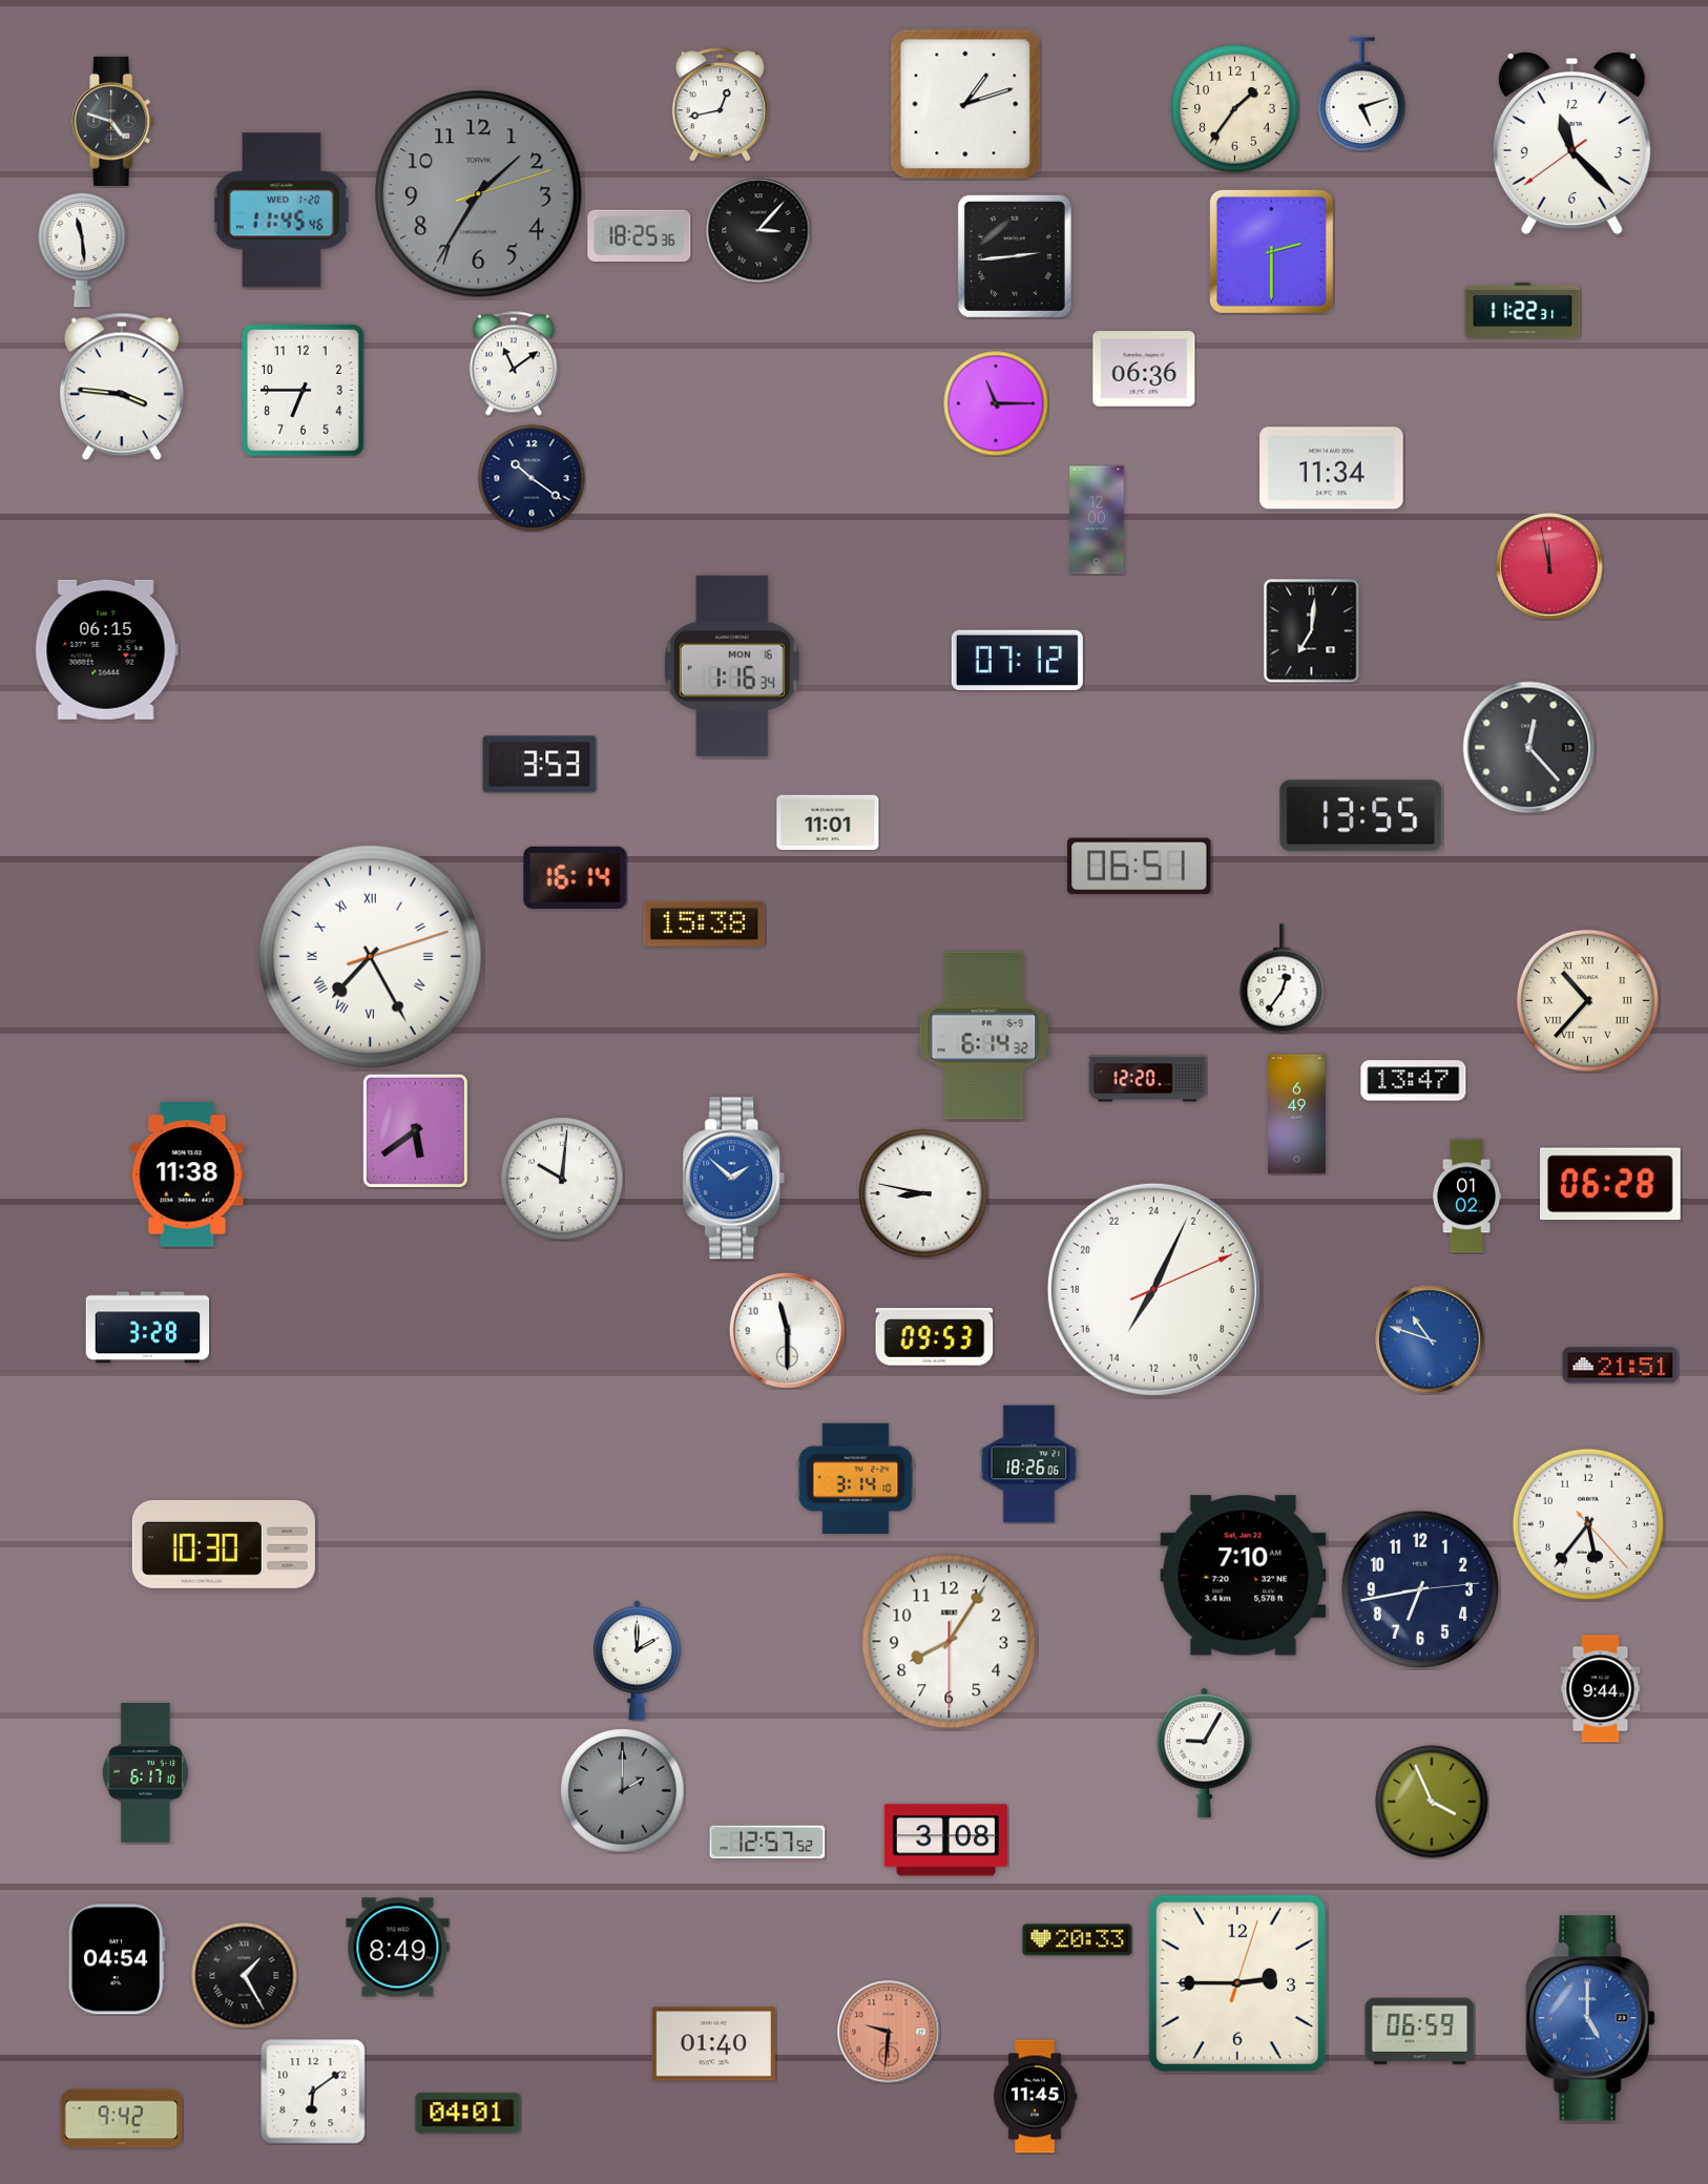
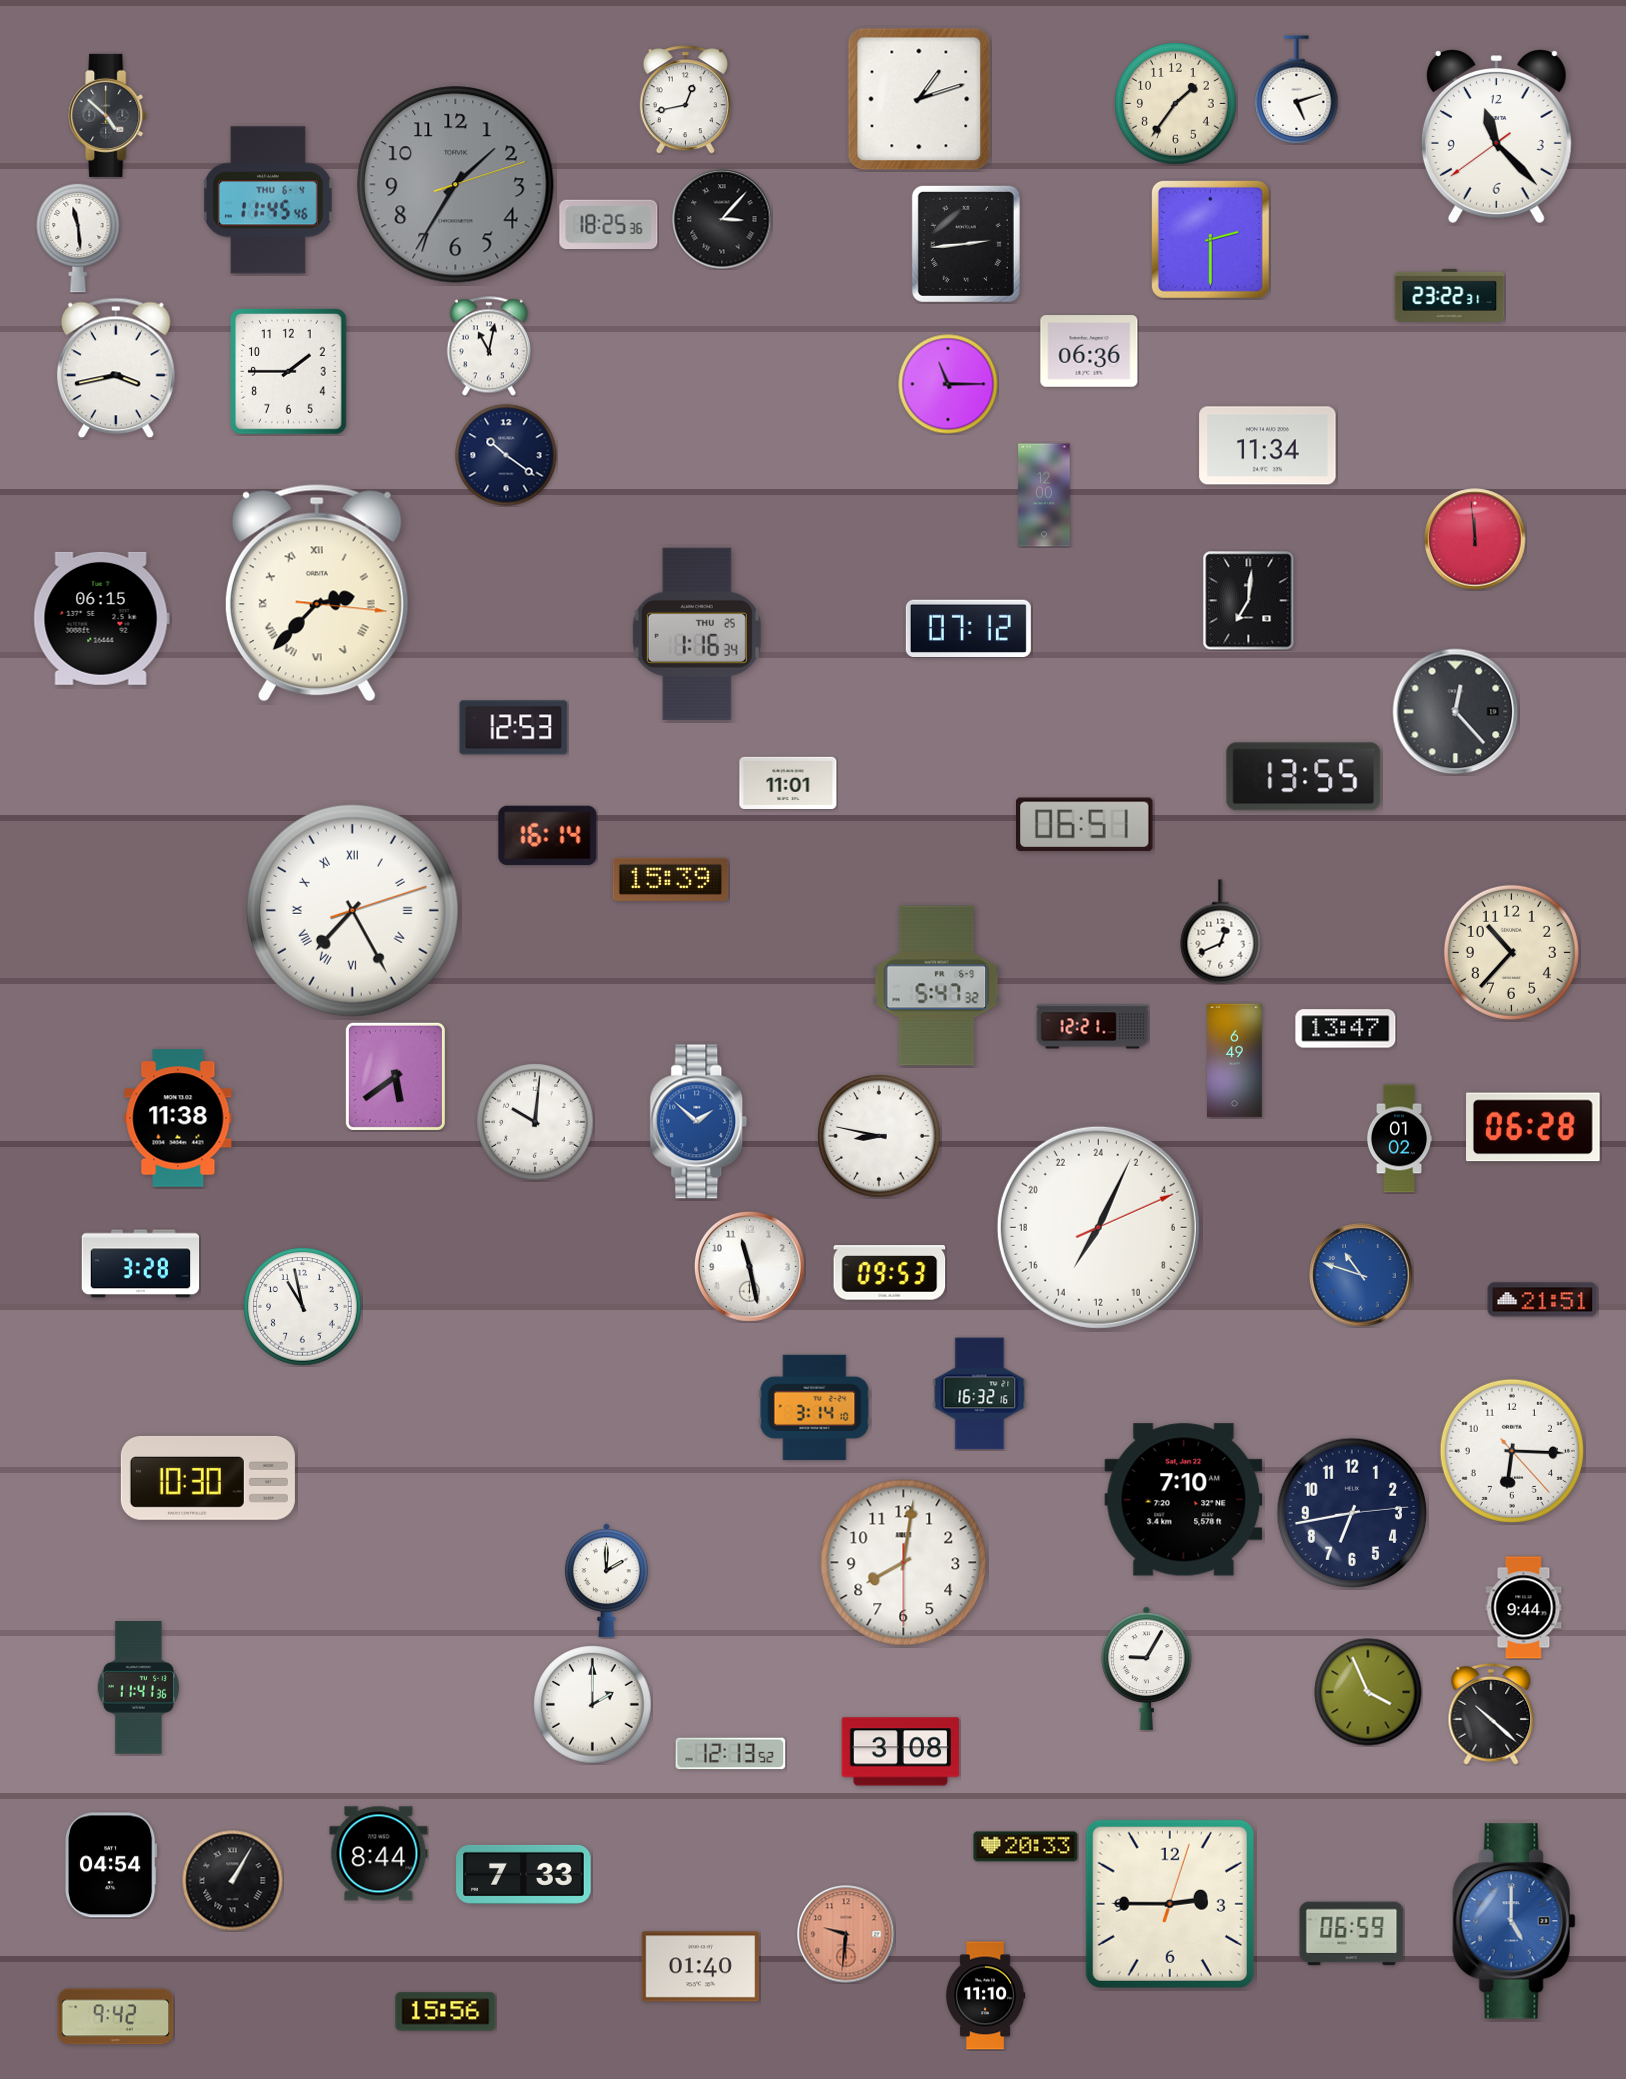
clock at (113, 121): 4:48 -> 4:52
clock at (282, 210) date: WED 1-20 -> THU 6-4
clock at (1523, 310): 11:22 -> 23:22
clock at (514, 363): 11:09 -> 11:02
clock at (122, 387): 3:46 -> 3:43
clock at (304, 391): 6:45 -> 1:45
clock at (1549, 566): 11:58 -> 11:59
clock at (317, 593): none -> 2:37
clock at (732, 666) date: MON 16 -> THU 25
clock at (540, 765): 3:53 -> 12:53
clock at (1361, 816) position: (1361, 816) -> (1304, 777)
clock at (705, 923): 15:38 -> 15:39
clock at (1283, 979): 12:36 -> 12:41
clock at (1587, 1000) numerals: Roman -> Arabic
clock at (984, 1036): 6:14 -> 5:47
clock at (1148, 1079): 12:20 -> 12:21
clock at (1466, 1197) position: (1466, 1197) -> (1399, 1139)
clock at (787, 1330): 11:30 -> 11:28
clock at (303, 1307): none -> 10:58
clock at (1029, 1464): 18:26 -> 16:32
clock at (1588, 1524): 5:36 -> 6:15
clock at (224, 1544) position: (224, 1544) -> (208, 1478)
clock at (950, 1642): 8:05 -> 8:01
clock at (145, 1773): 6:17 -> 11:41
clock at (623, 1791) dial: grey -> white
clock at (1491, 1714): none -> 10:22
clock at (1432, 1802) position: (1432, 1802) -> (1368, 1692)
clock at (768, 1843): 12:57 -> 12:13
clock at (398, 1948): 8:49 -> 8:44
clock at (524, 1874): none -> 7:33
clock at (245, 1976): 1:25 -> 1:05
clock at (1237, 1983) position: (1237, 1983) -> (1170, 1904)
clock at (713, 2044) position: (713, 2044) -> (700, 1967)
clock at (313, 2092): 6:09 -> none
clock at (1035, 2097): 11:45 -> 11:10
clock at (468, 2114): 04:01 -> 15:56
